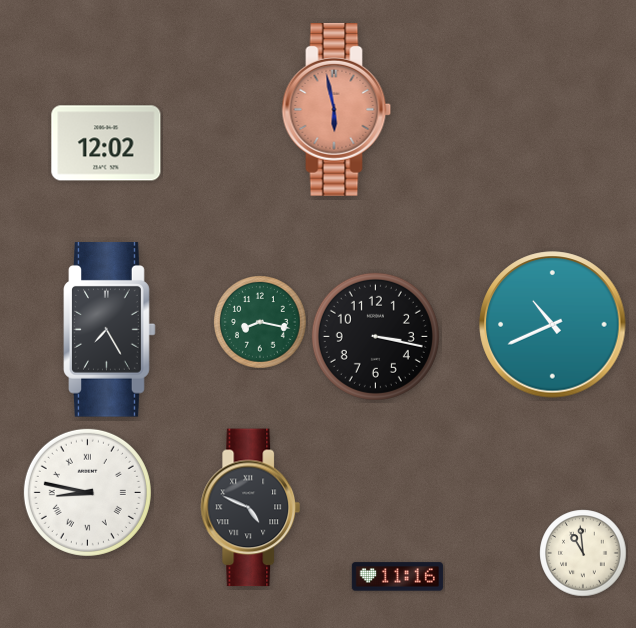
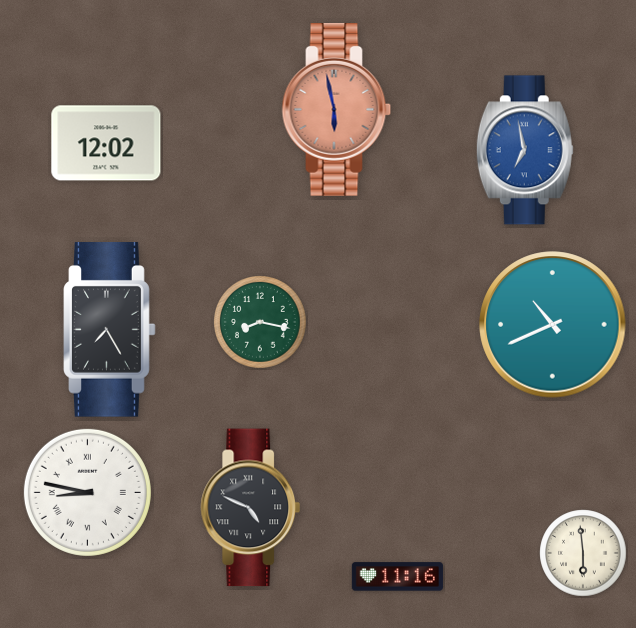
clock at (525, 150): none -> 6:58
clock at (375, 336): 3:17 -> none
clock at (583, 553): 10:59 -> 5:59
